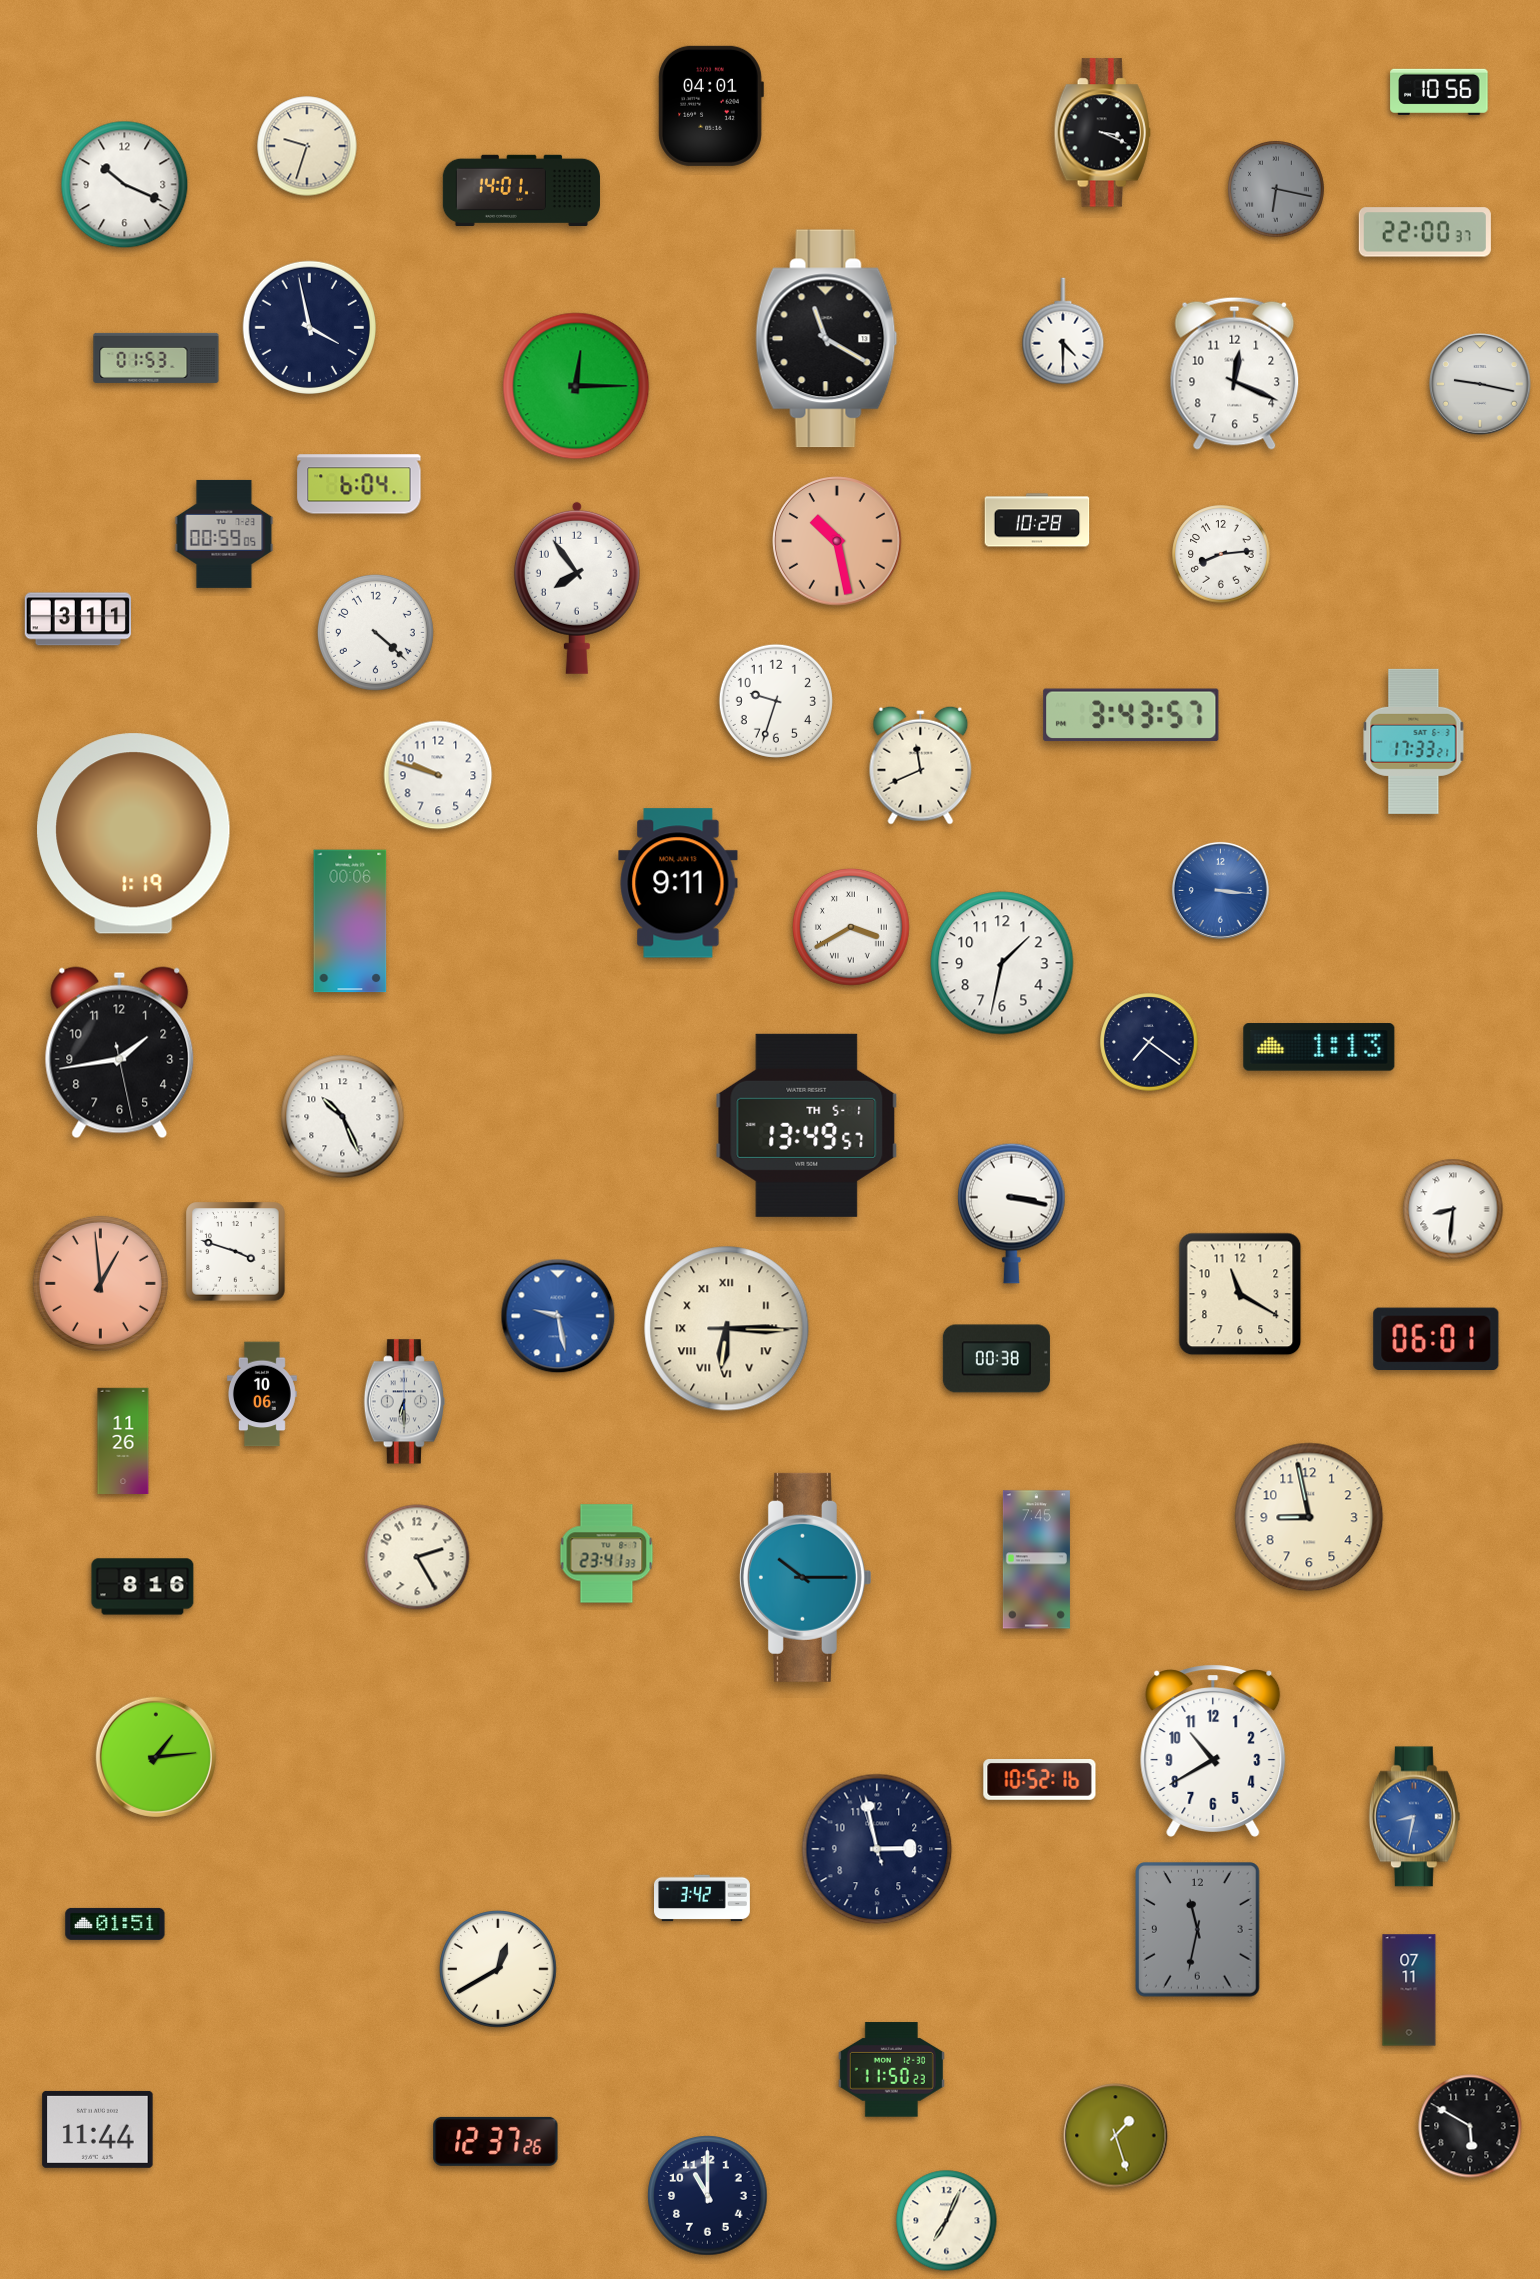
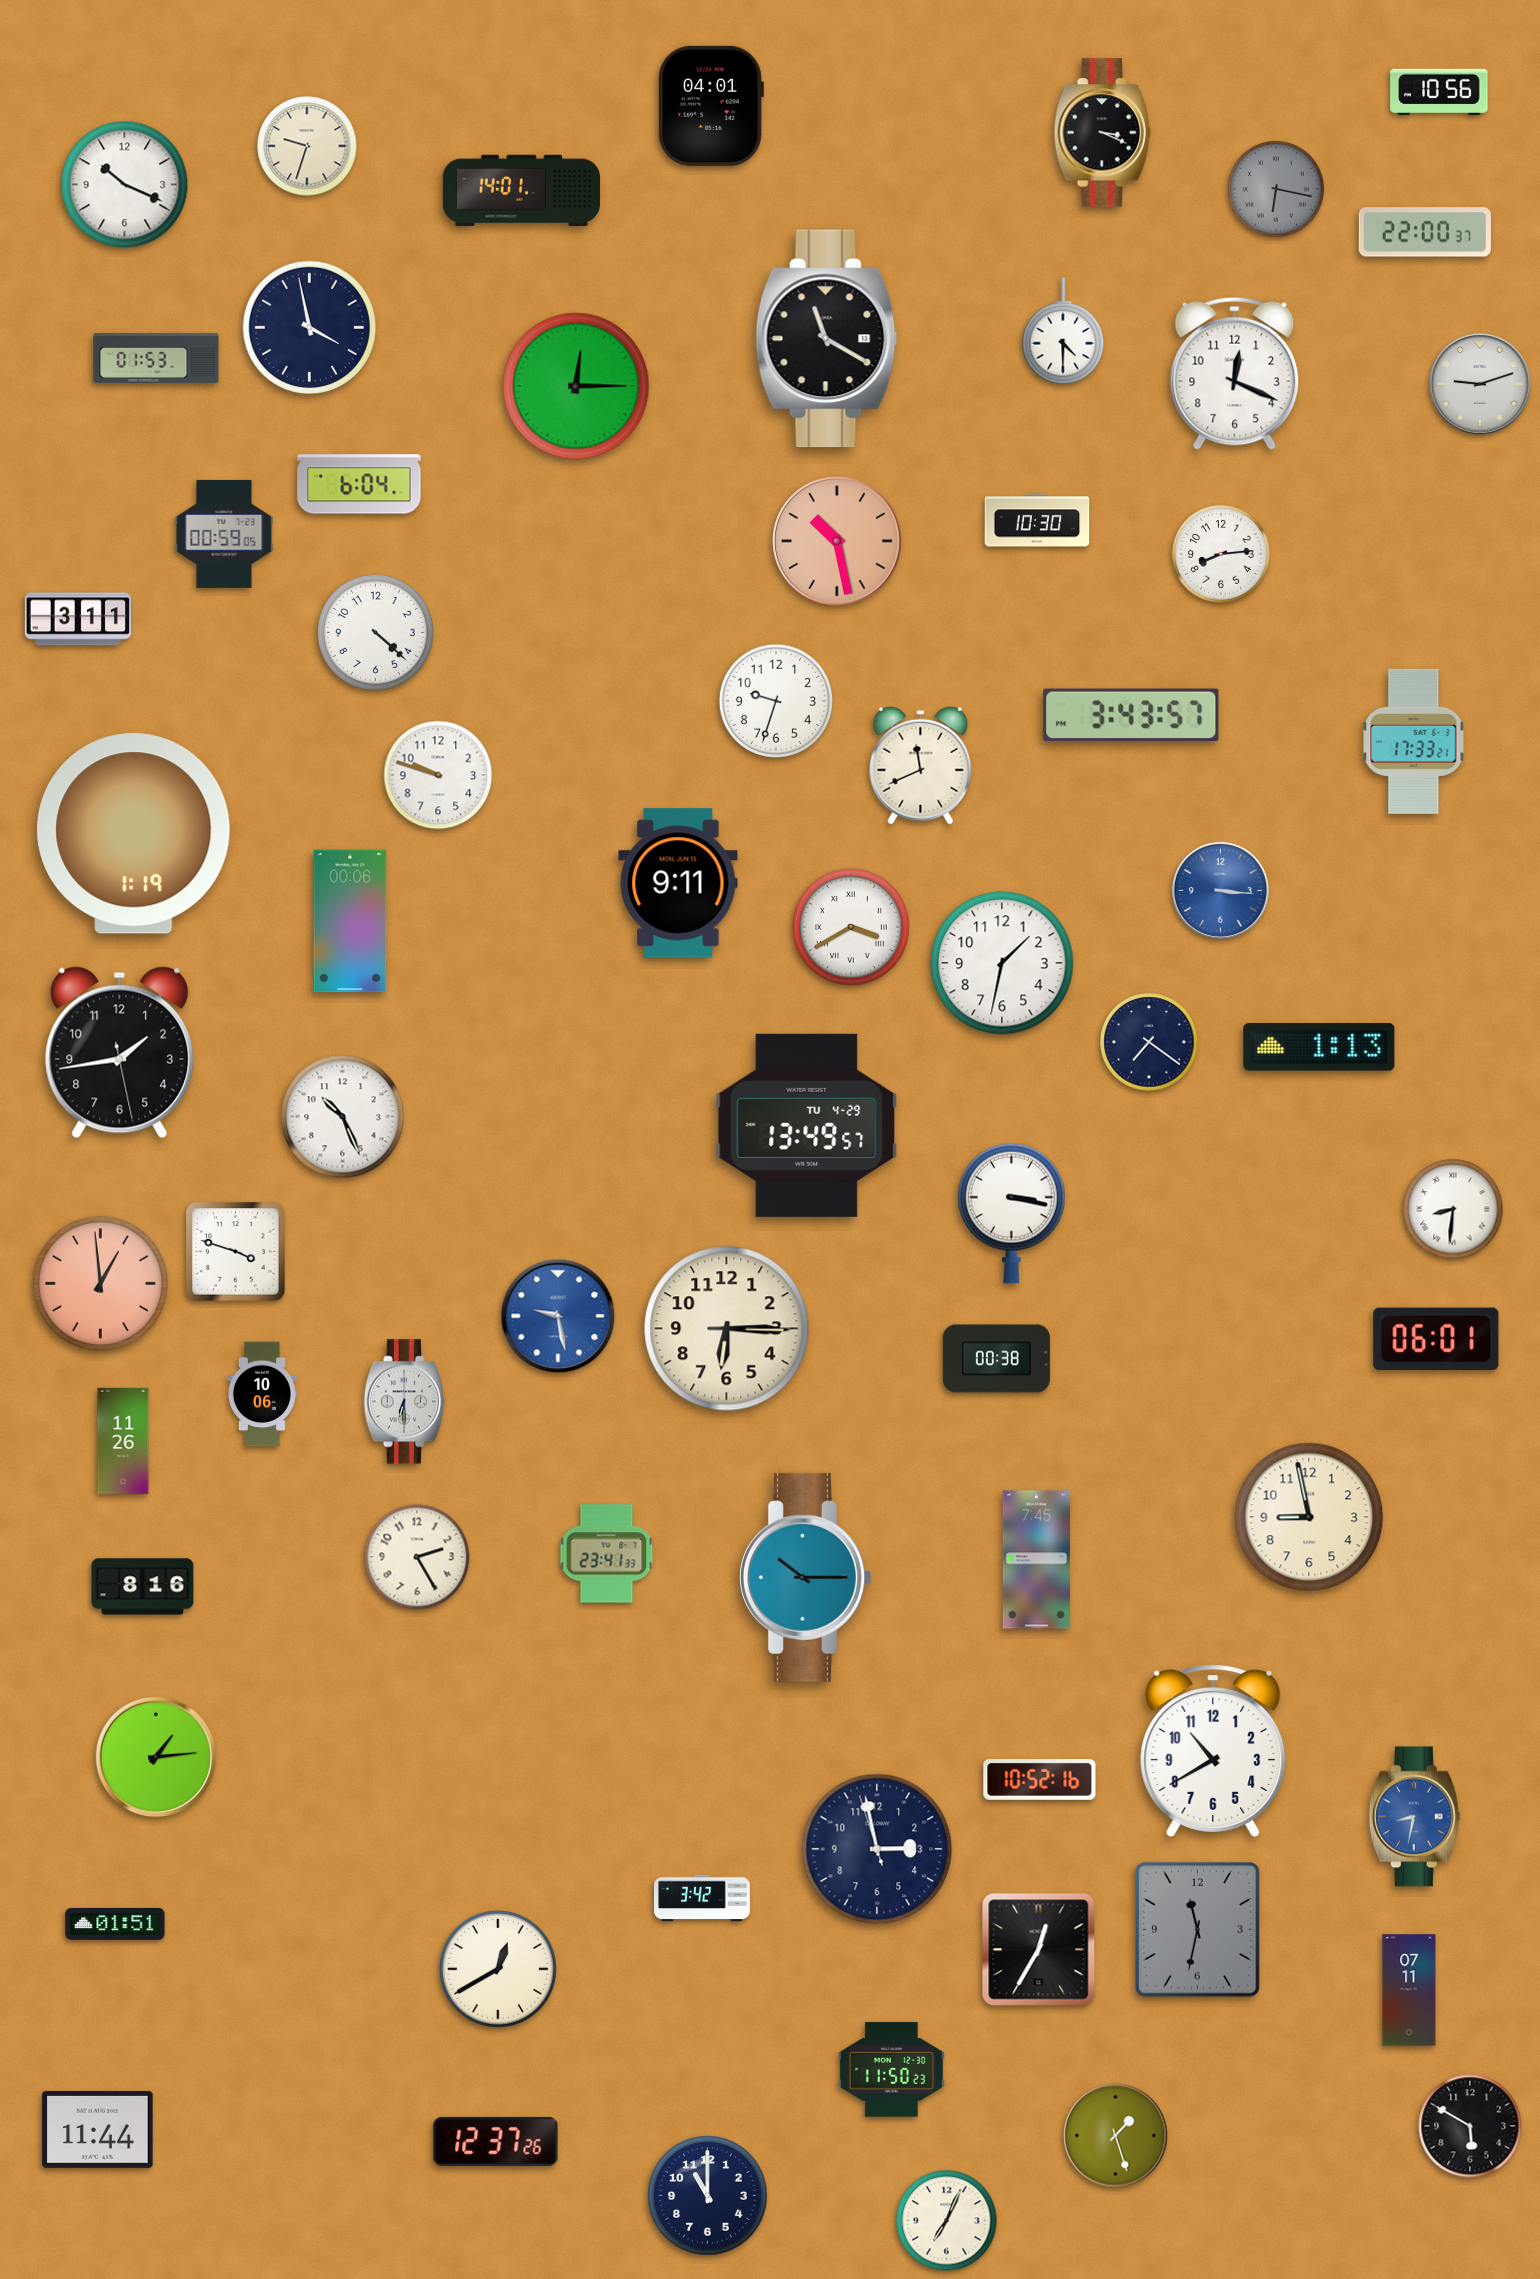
clock at (1480, 384): 9:17 -> 9:12
clock at (1037, 520): 10:28 -> 10:30
clock at (577, 588): 7:54 -> none
clock at (807, 1125) date: TH 5-1 -> TU 4-29
clock at (1240, 1294): 11:20 -> none
clock at (727, 1329) numerals: Roman -> Arabic
clock at (1039, 1950): none -> 12:35
